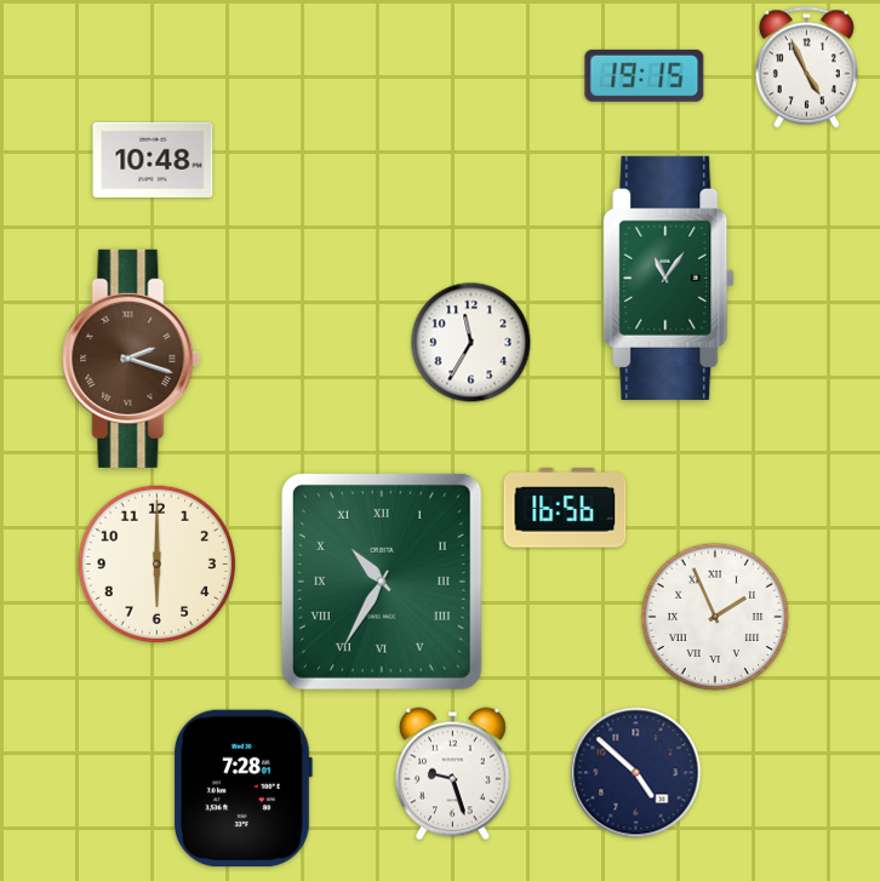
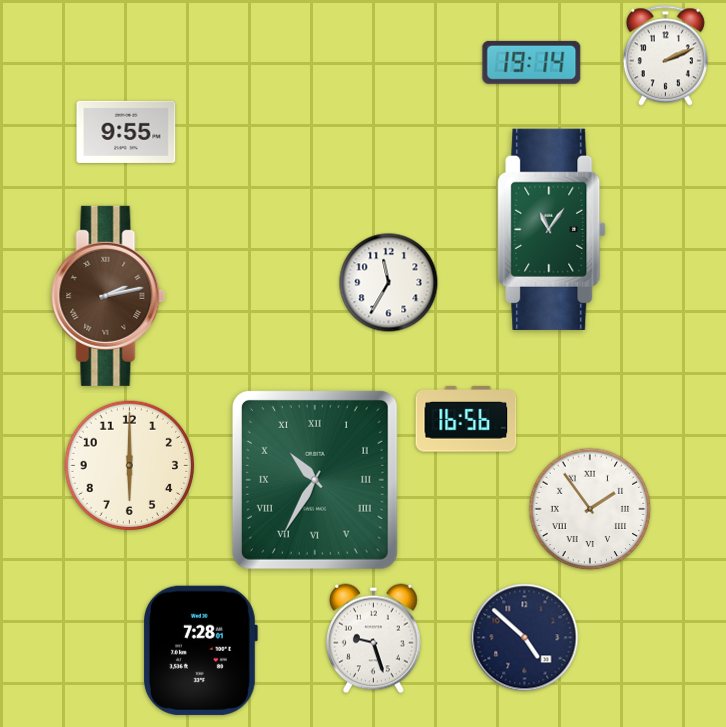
clock at (806, 68): 4:56 -> 2:11
clock at (645, 75): 19:15 -> 19:14
clock at (153, 160): 10:48 -> 9:55
clock at (131, 359): 2:18 -> 2:13
clock at (715, 617): 1:56 -> 1:54
